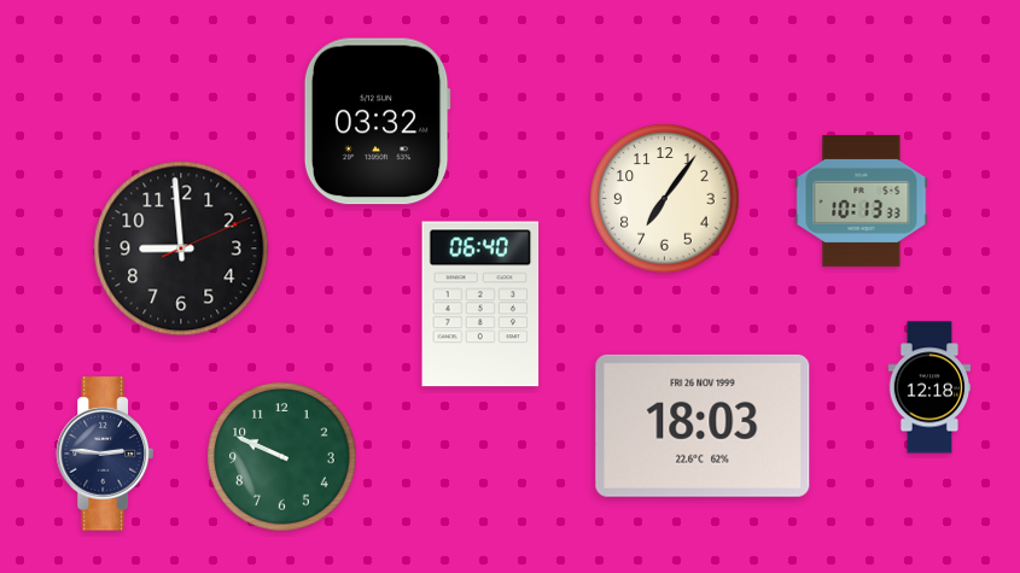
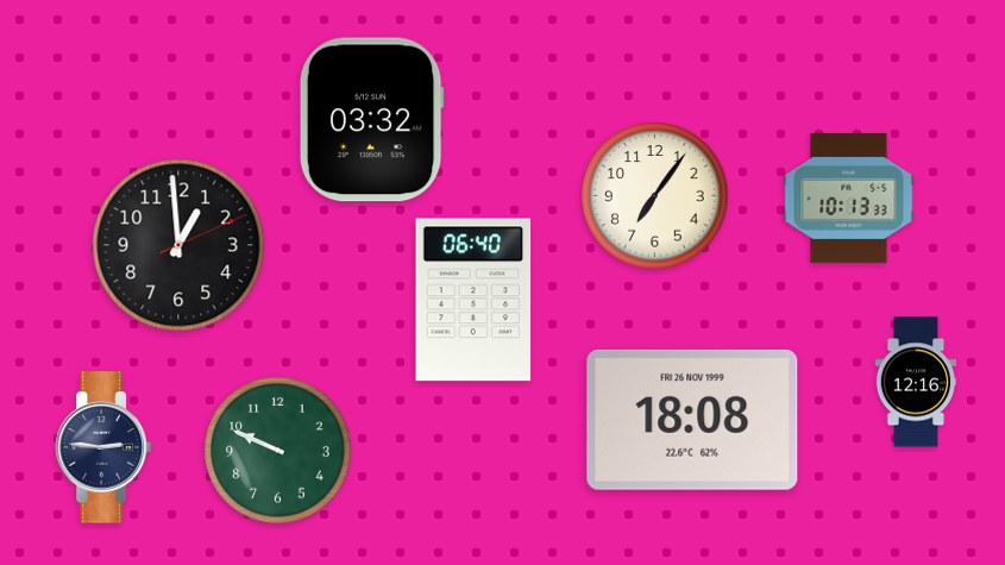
clock at (181, 249): 8:59 -> 12:59
clock at (929, 387): 12:18 -> 12:16
clock at (703, 426): 18:03 -> 18:08
